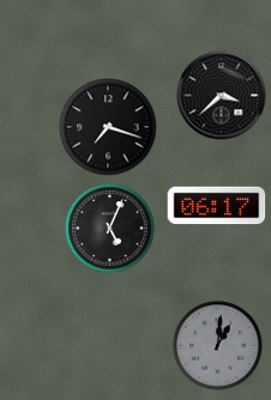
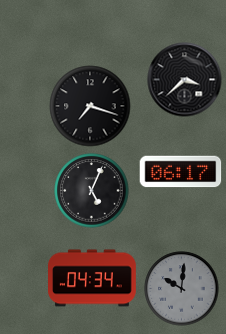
clock at (93, 278): none -> 04:34
clock at (218, 346): 1:01 -> 10:01
